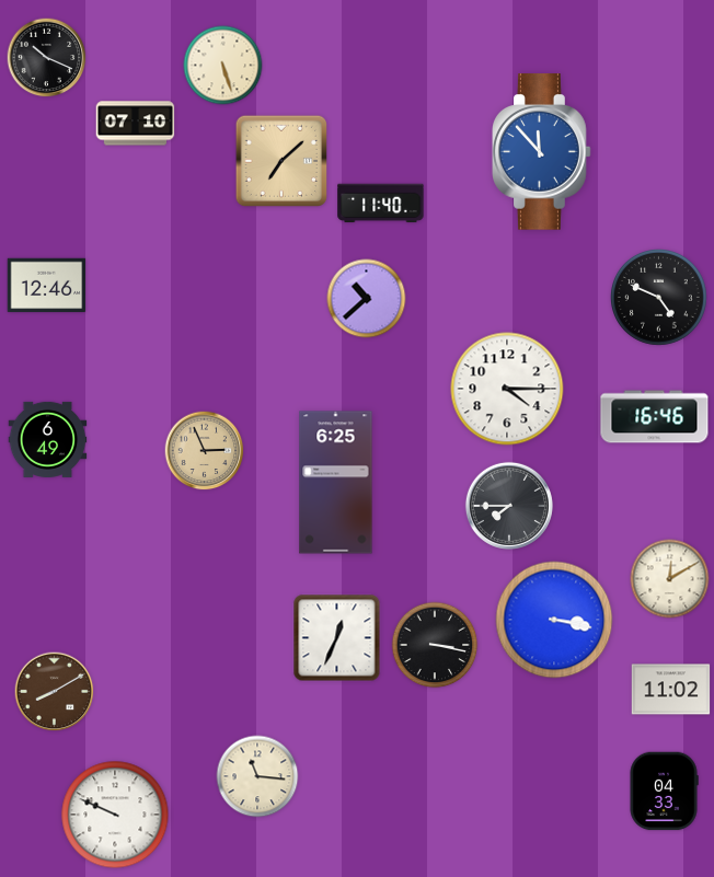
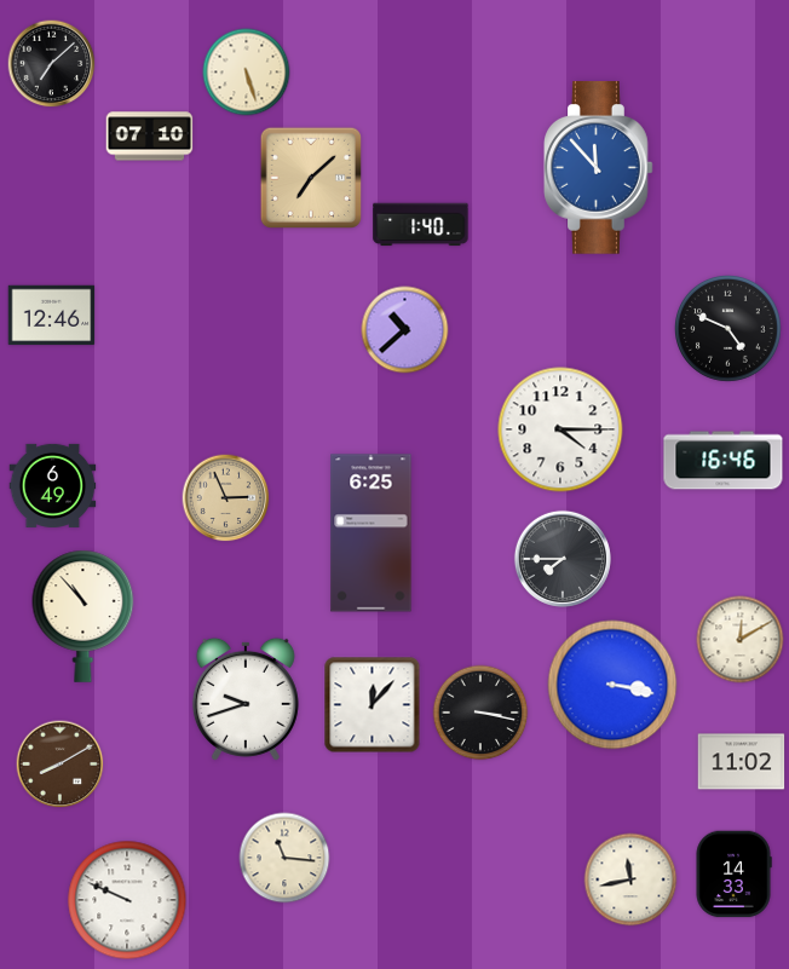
clock at (47, 58): 10:19 -> 7:08
clock at (381, 204): 11:40 -> 1:40
clock at (83, 616): none -> 10:53
clock at (246, 699): none -> 9:42
clock at (337, 638): 12:34 -> 12:07
clock at (664, 792): 04:33 -> 14:33
clock at (630, 879): none -> 11:43
